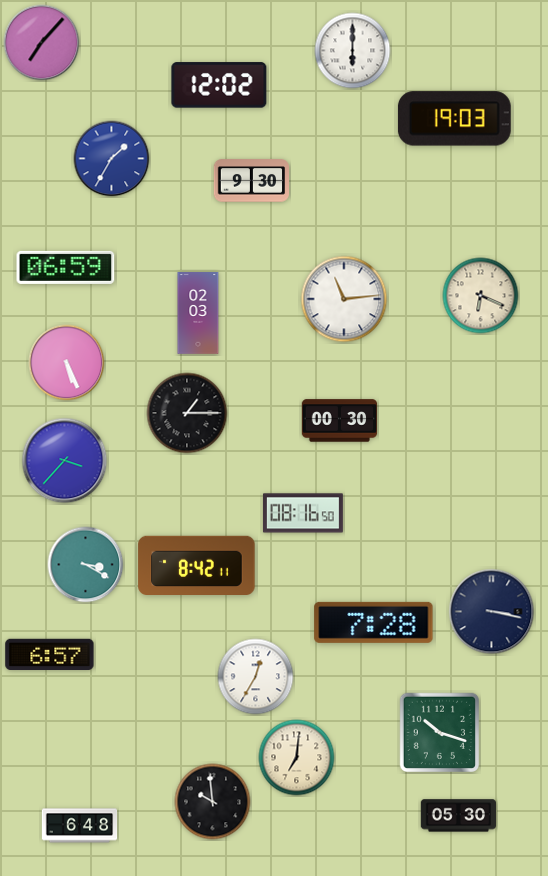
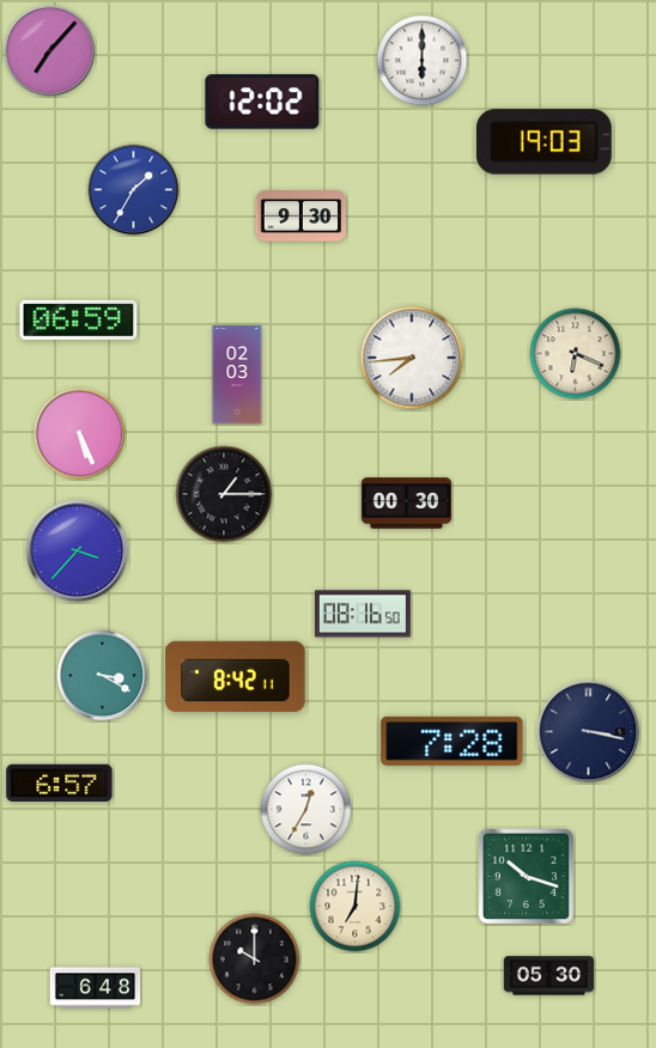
clock at (344, 299): 11:14 -> 7:44
clock at (374, 622) position: (374, 622) -> (452, 741)
clock at (213, 802): 9:59 -> 10:00
